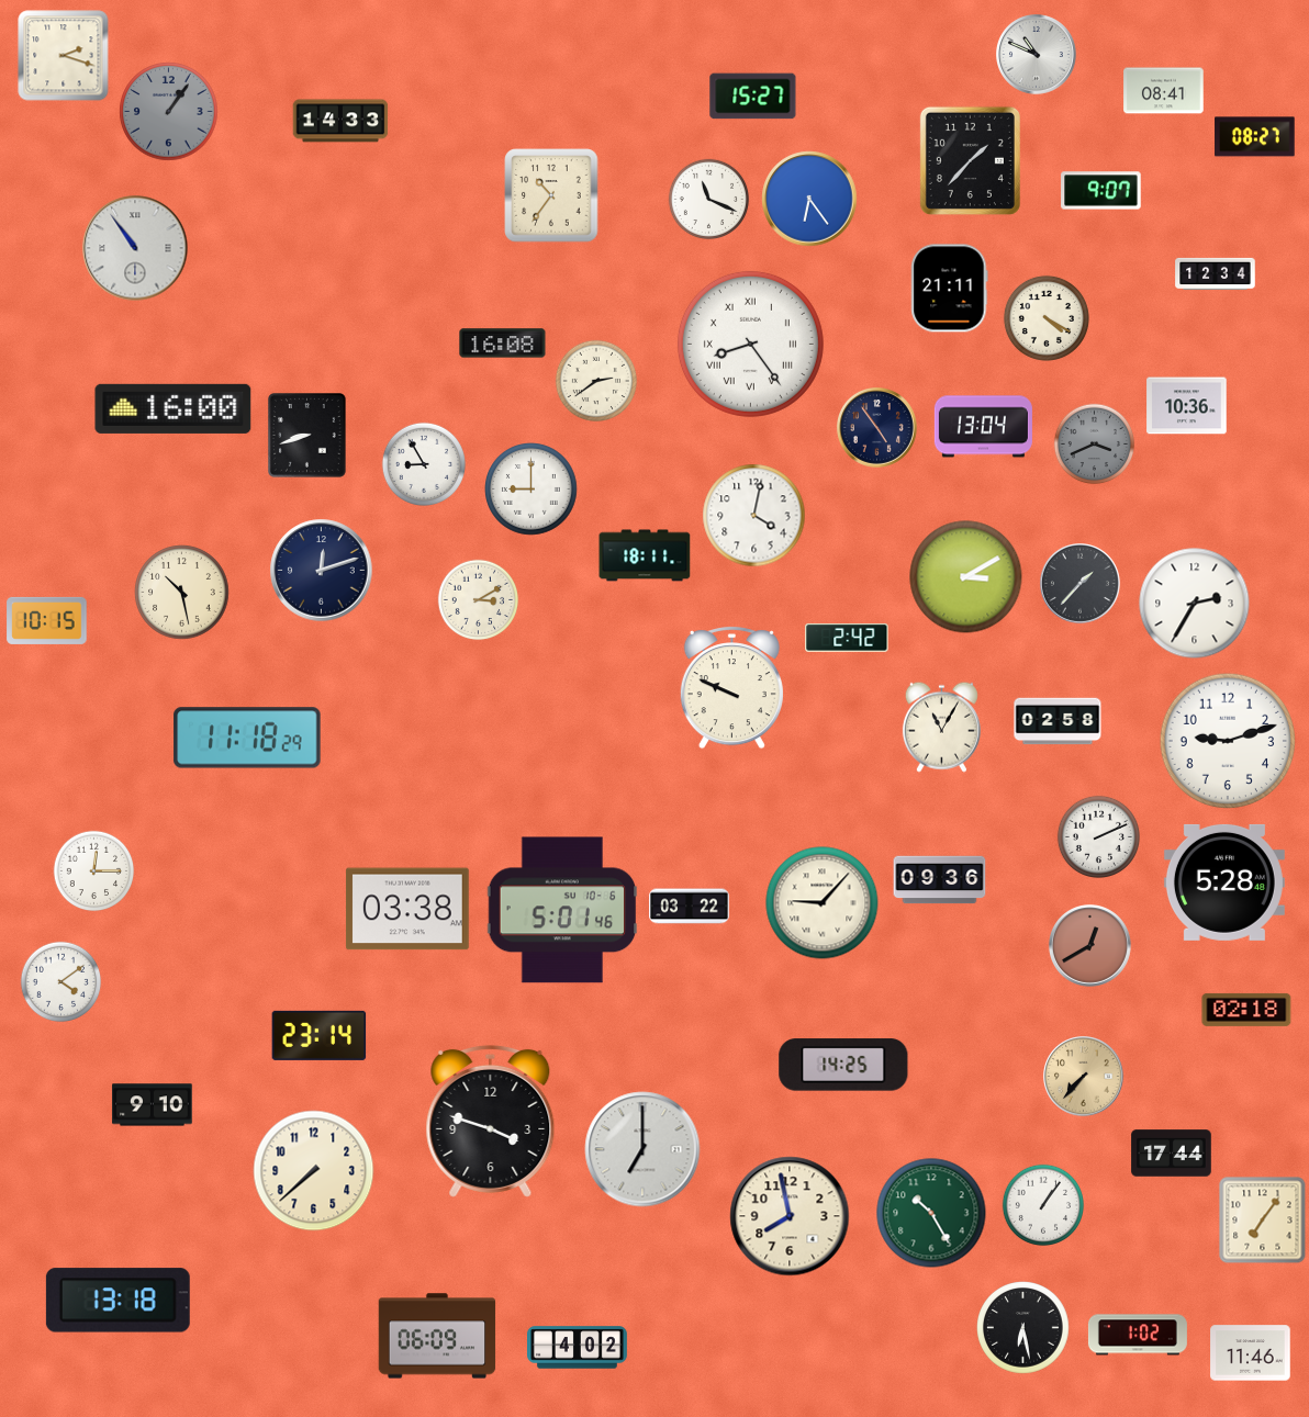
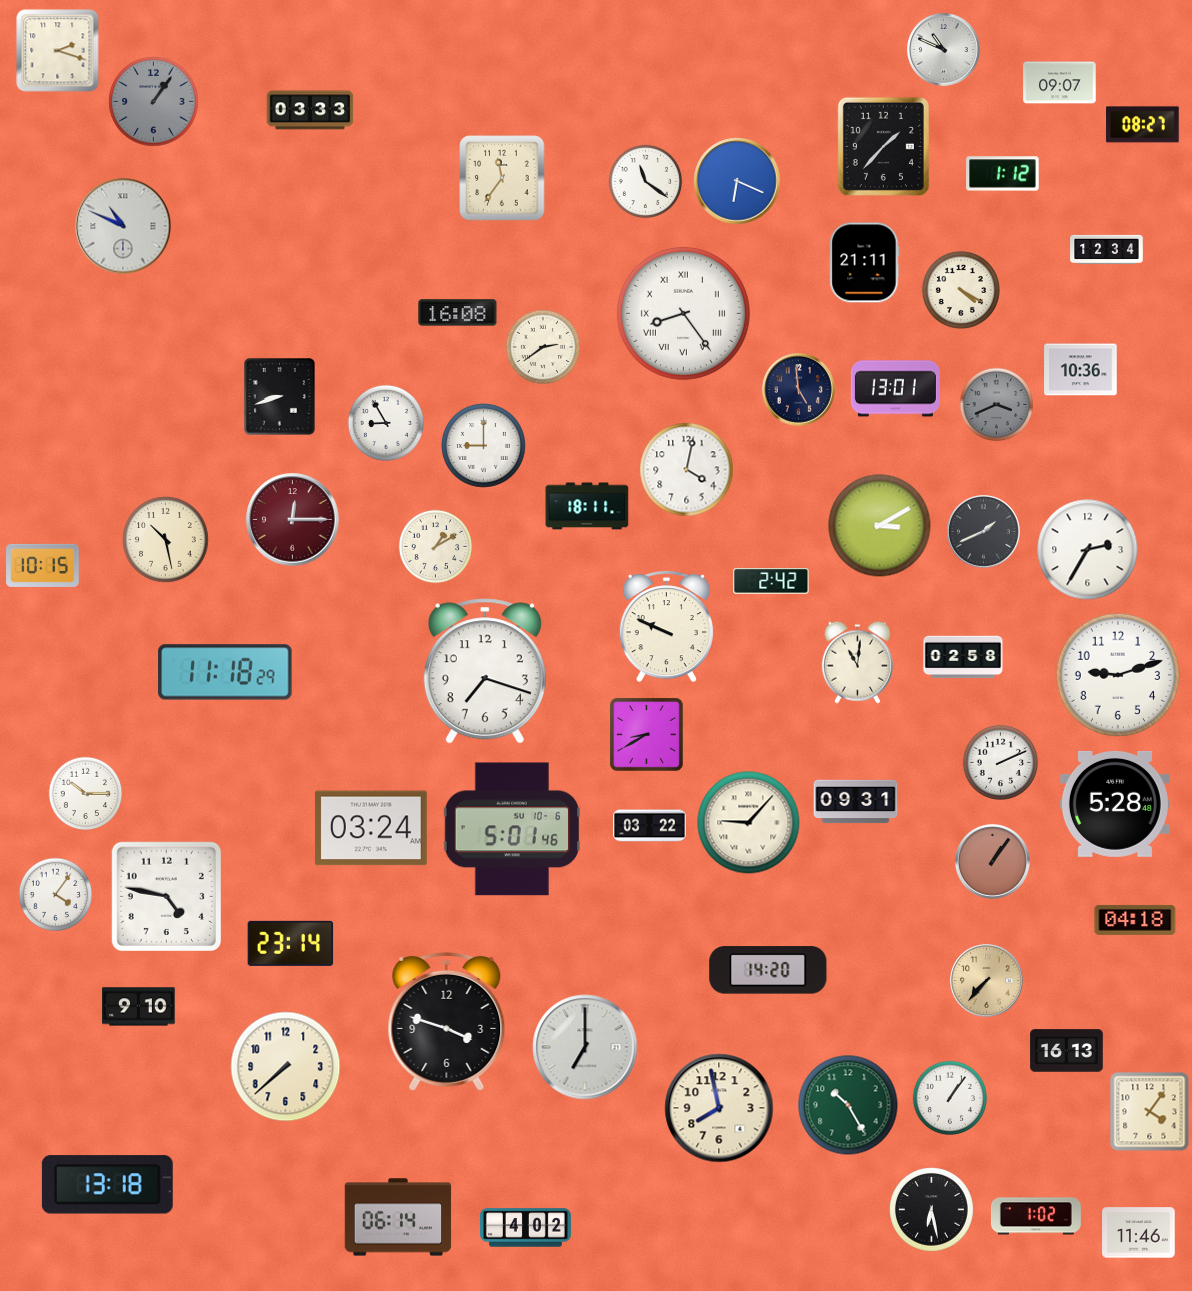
clock at (1164, 91): 08:41 -> 09:07
clock at (753, 97): 15:27 -> none
clock at (340, 121): 14:33 -> 03:33
clock at (1101, 191): 9:07 -> 1:12
clock at (551, 195): 10:36 -> 11:36
clock at (809, 199): 6:24 -> 6:19
clock at (709, 200): 11:19 -> 11:21
clock at (135, 248): 10:54 -> 10:49
clock at (1047, 318) position: (1047, 318) -> (961, 290)
clock at (174, 408): 16:00 -> none
clock at (983, 427): 13:04 -> 13:01
clock at (877, 428): 4:54 -> 4:59
clock at (322, 571): 12:12 -> 12:15
clock at (322, 571) dial: navy -> burgundy
clock at (1081, 584): 1:37 -> 1:41
clock at (479, 600): 3:10 -> 1:10
clock at (941, 727): 11:05 -> 11:01
clock at (485, 671): none -> 7:18
clock at (646, 734): none -> 8:40
clock at (94, 871): 12:15 -> 10:15
clock at (940, 880): 09:36 -> 09:31
clock at (690, 907) position: (690, 907) -> (650, 826)
clock at (407, 909): 03:38 -> 03:24
clock at (1090, 946): 12:40 -> 1:06
clock at (61, 982): 4:09 -> 4:06
clock at (166, 896): none -> 4:47
clock at (1246, 1010): 02:18 -> 04:18
clock at (843, 1065): 14:25 -> 14:20
clock at (1172, 1154): 17:44 -> 16:13
clock at (1263, 1221): 7:06 -> 4:06
clock at (437, 1336): 06:09 -> 06:14
